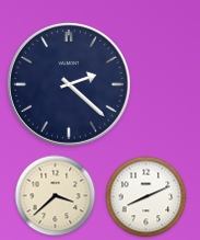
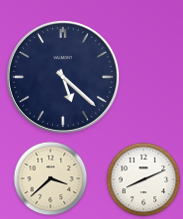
clock at (69, 84): 2:22 -> 5:22
clock at (146, 197) position: (146, 197) -> (144, 180)
